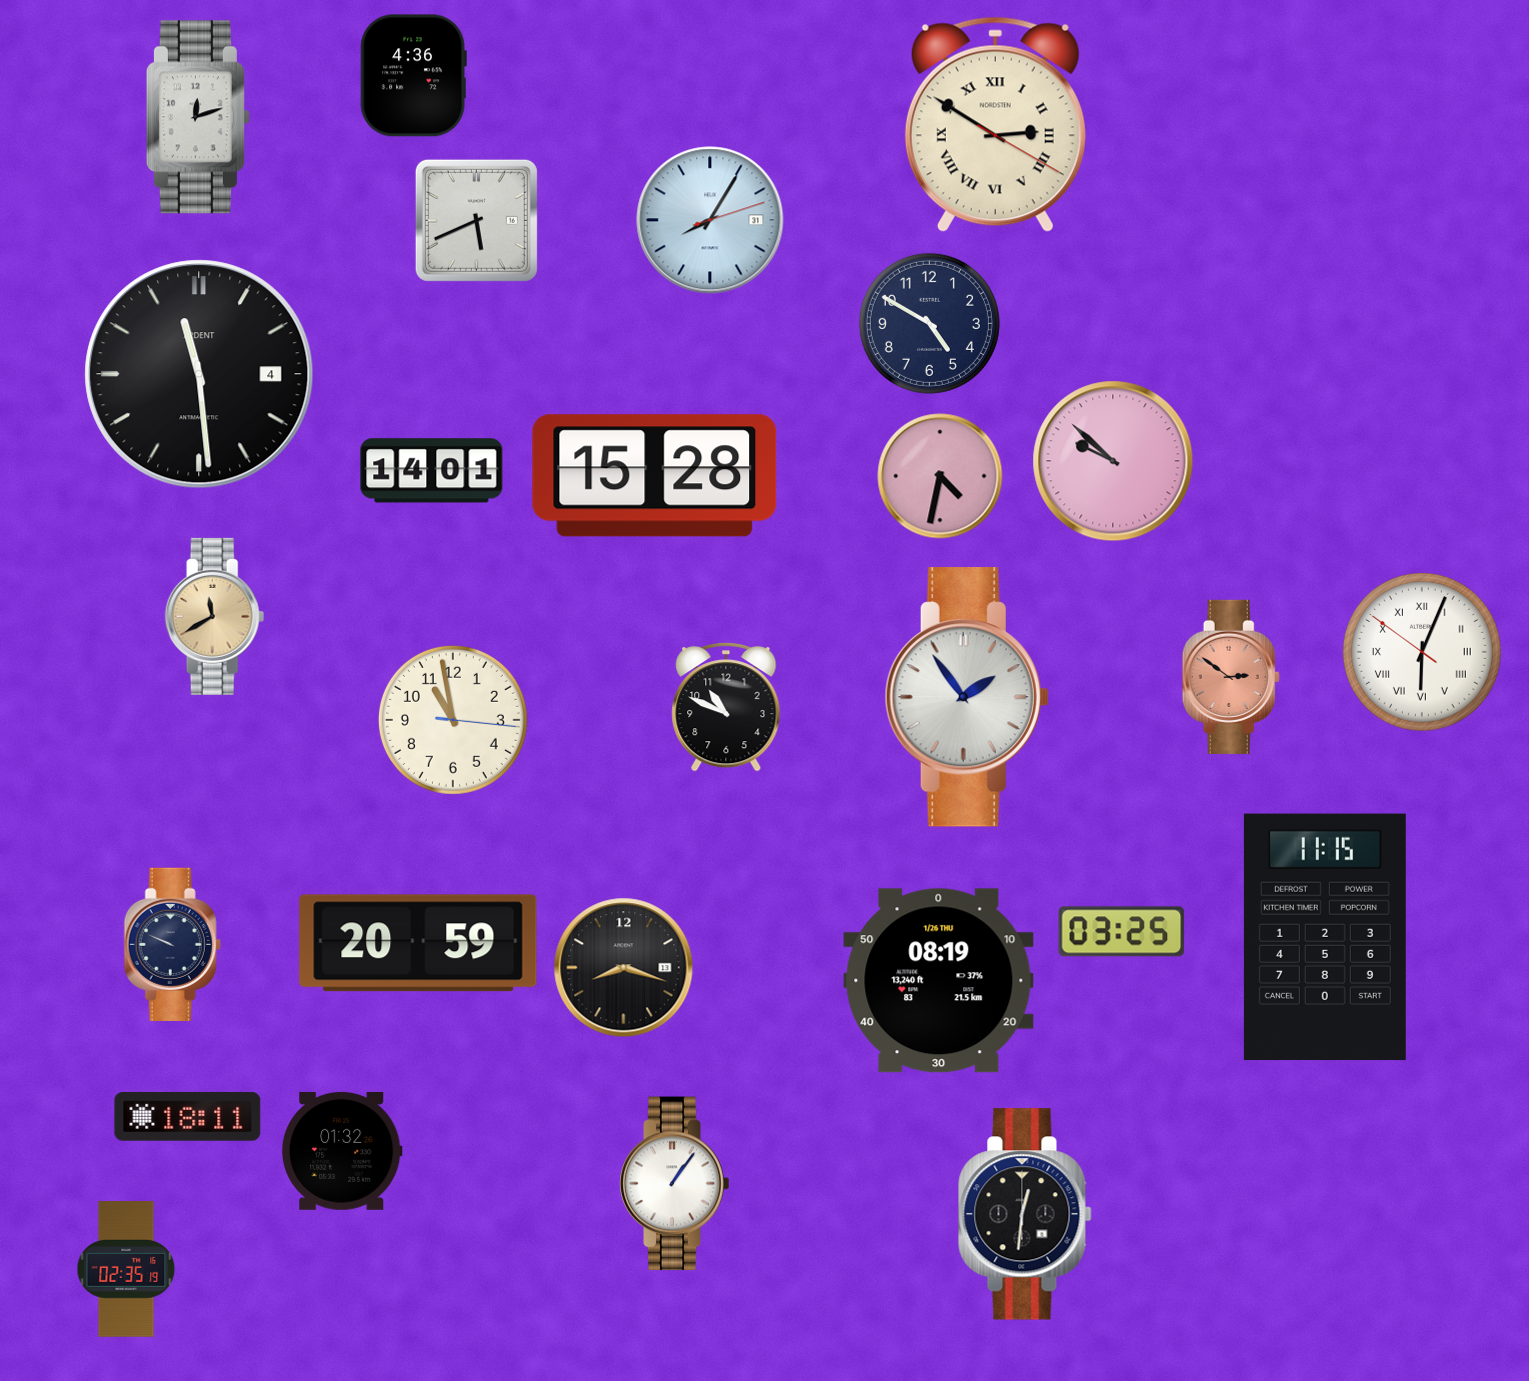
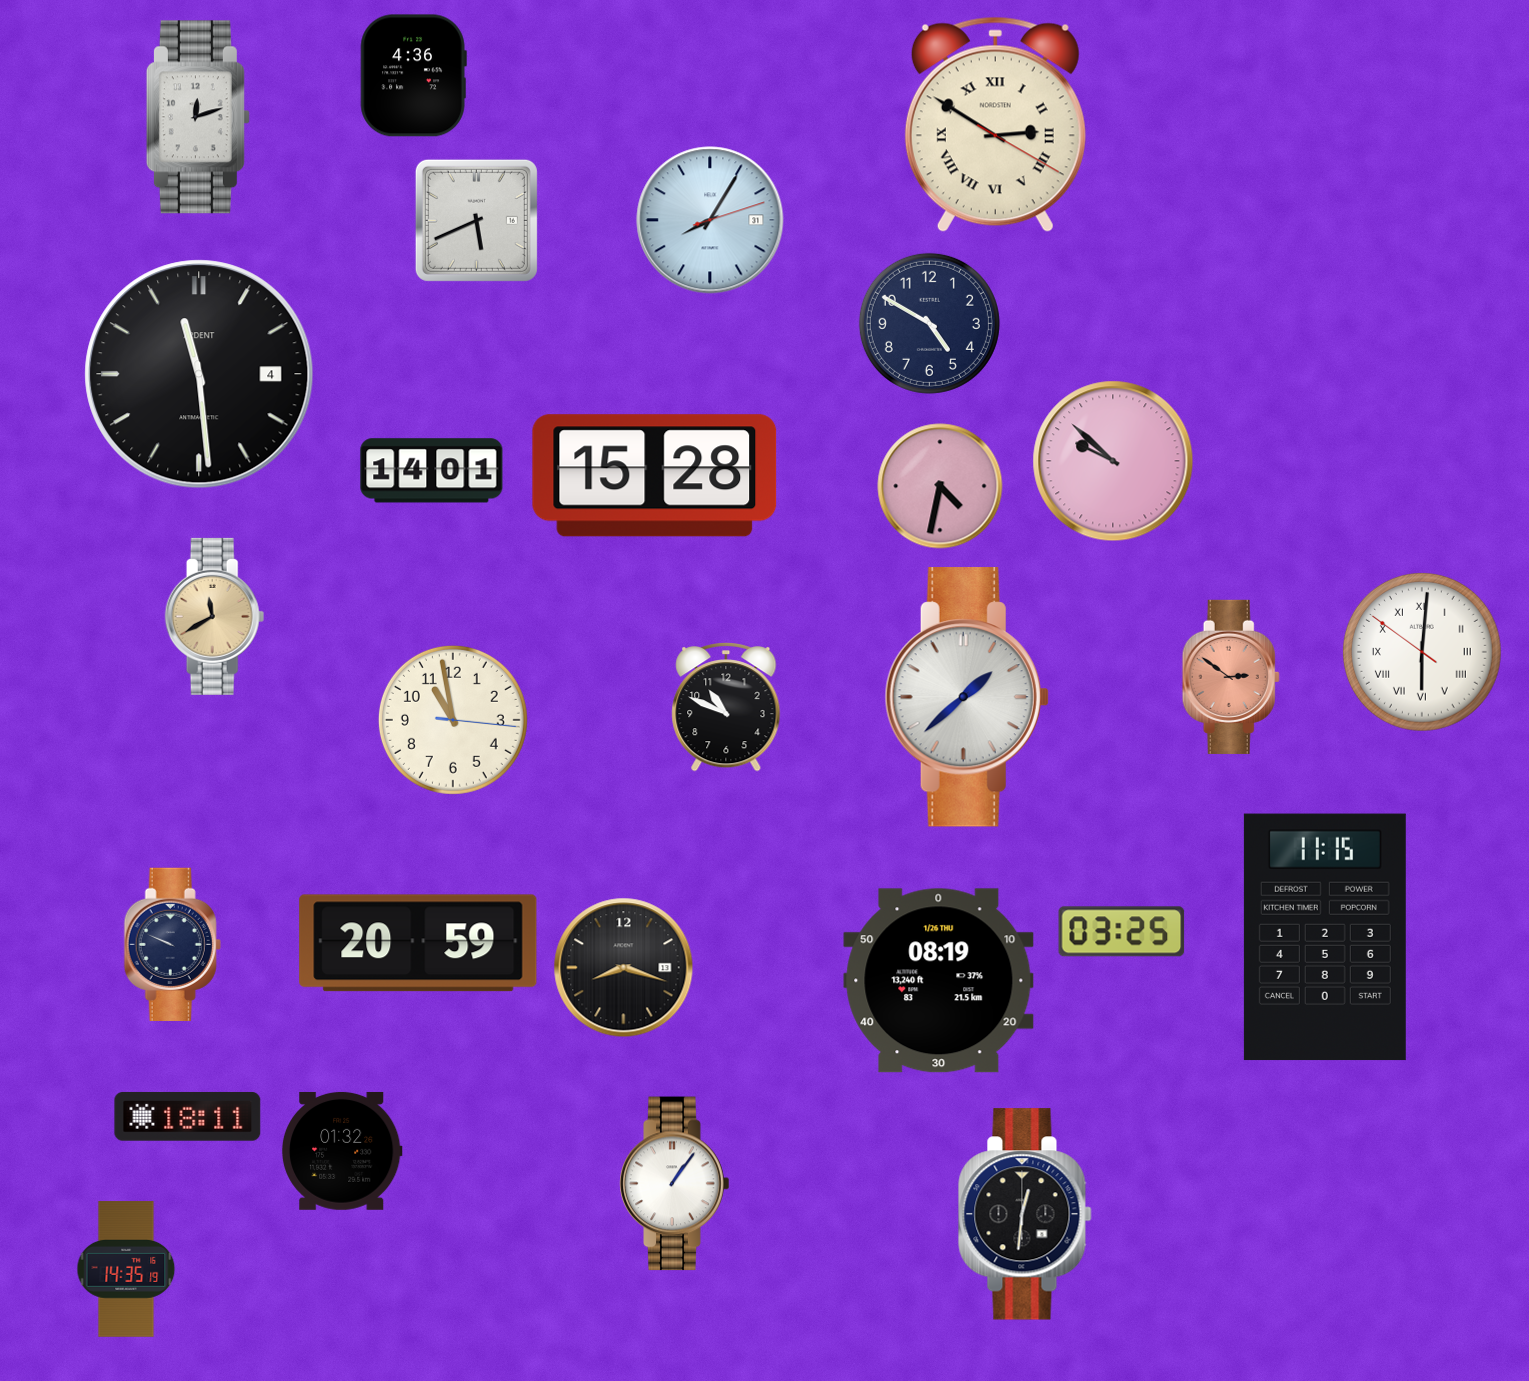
clock at (940, 476) position: (940, 476) -> (940, 486)
clock at (1423, 653): 6:03 -> 6:00
clock at (967, 697): 1:54 -> 1:38
clock at (126, 1269): 02:35 -> 14:35
